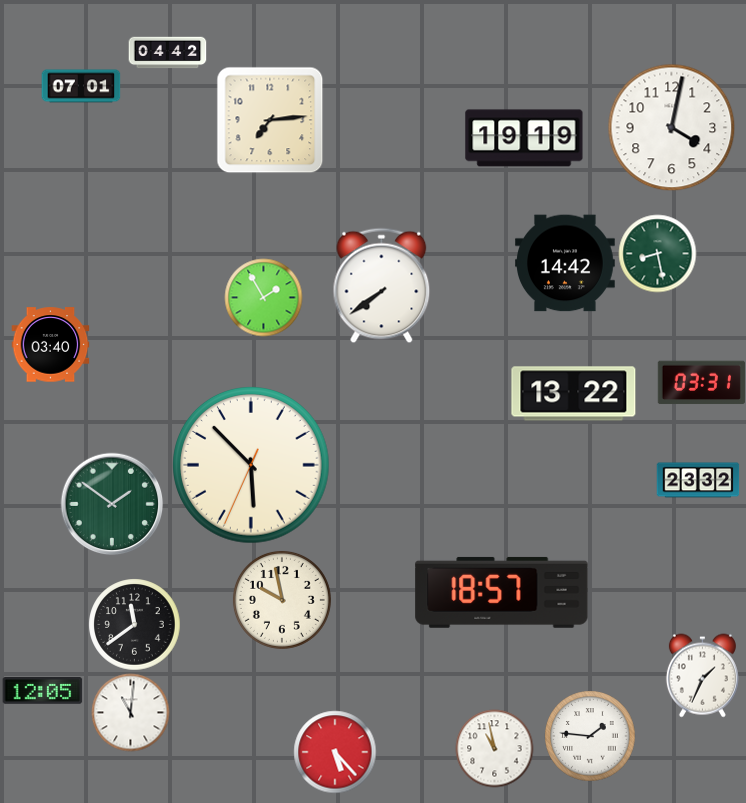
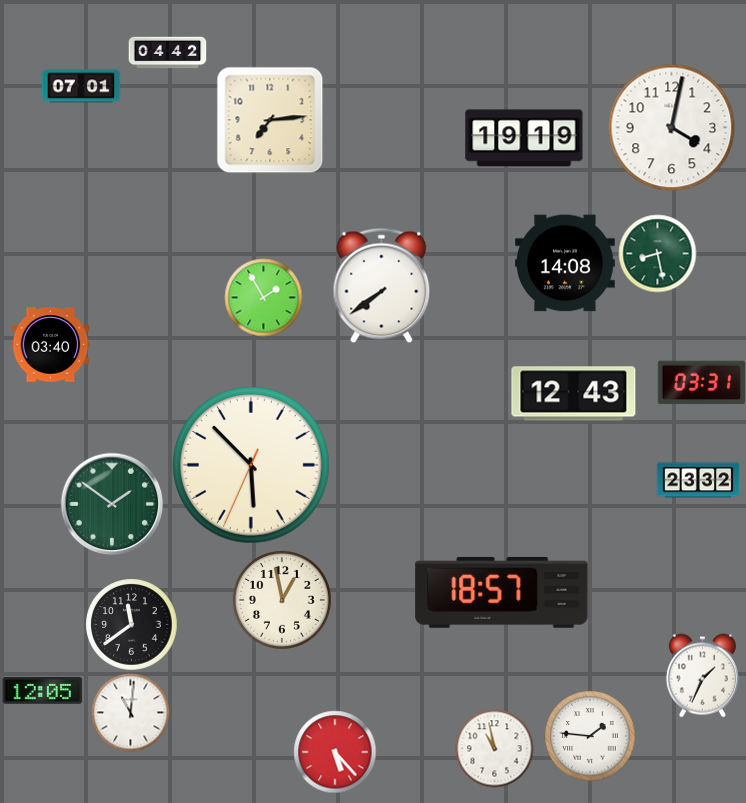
clock at (566, 263): 14:42 -> 14:08
clock at (574, 394): 13:22 -> 12:43
clock at (282, 600): 9:58 -> 12:58
clock at (134, 624) position: (134, 624) -> (131, 624)
